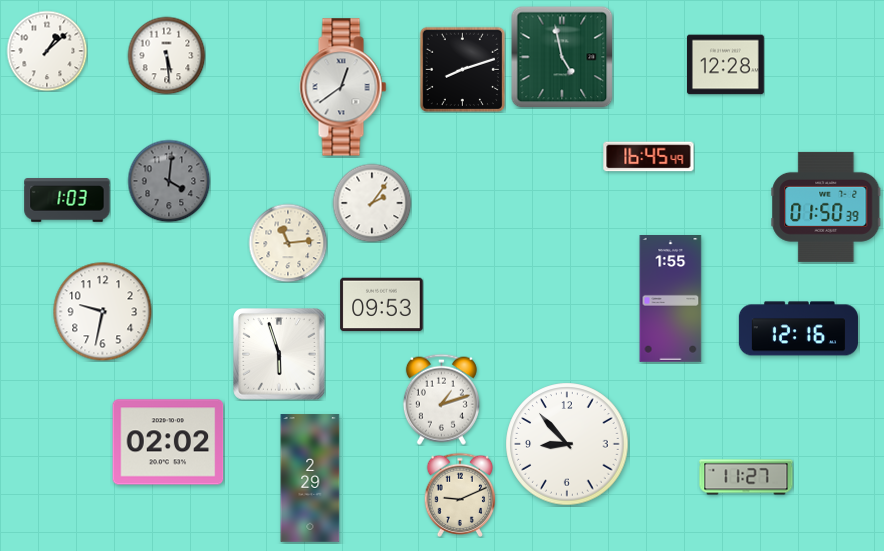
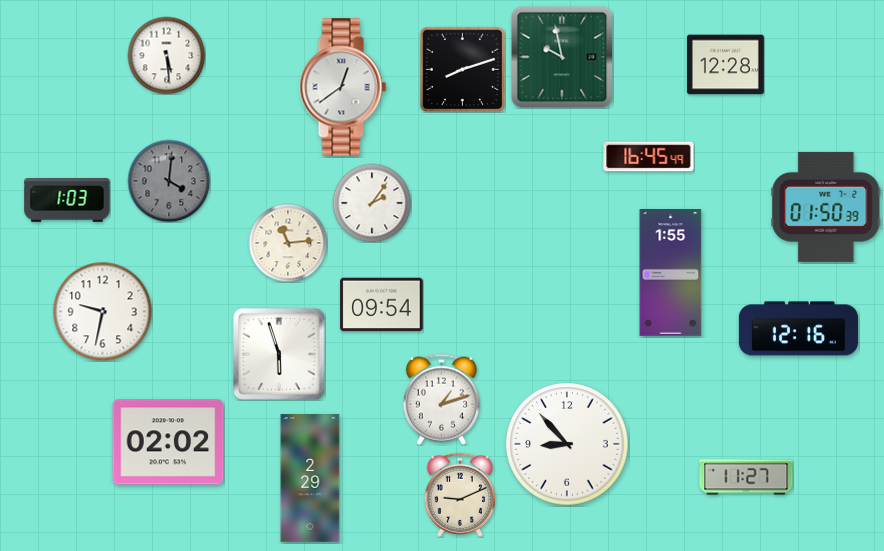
clock at (47, 51): 1:08 -> none
clock at (562, 57): 4:58 -> 9:58
clock at (671, 299) position: (671, 299) -> (671, 273)
clock at (382, 305): 09:53 -> 09:54
